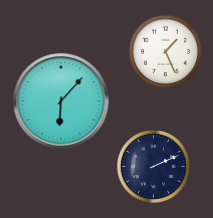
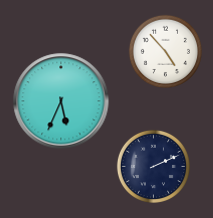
clock at (166, 52): 1:26 -> 4:53
clock at (61, 101): 6:07 -> 5:34
